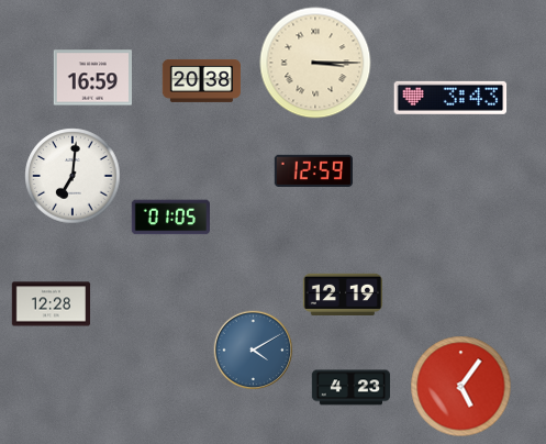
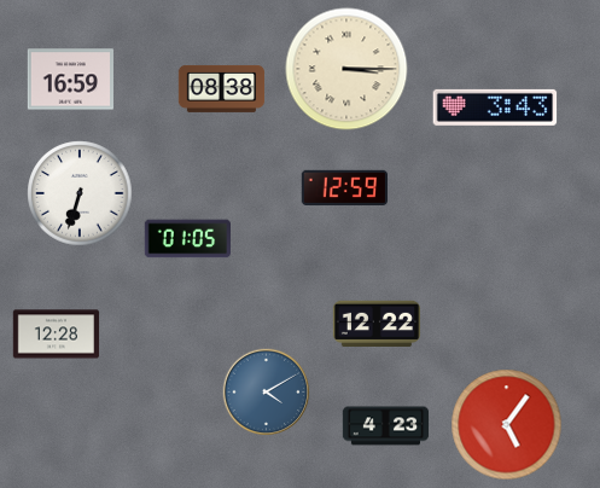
clock at (92, 78) position: (92, 78) -> (70, 80)
clock at (202, 80): 20:38 -> 08:38
clock at (73, 176): 7:01 -> 6:33
clock at (343, 293): 12:19 -> 12:22
clock at (254, 351) position: (254, 351) -> (267, 393)
